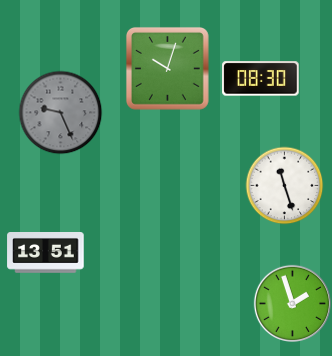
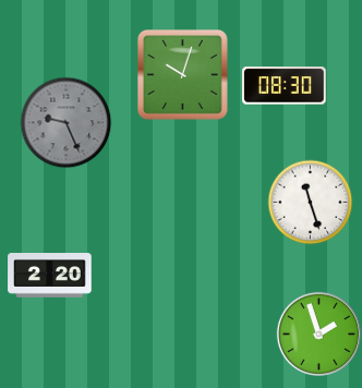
clock at (46, 253): 13:51 -> 2:20
clock at (292, 303) position: (292, 303) -> (318, 334)
